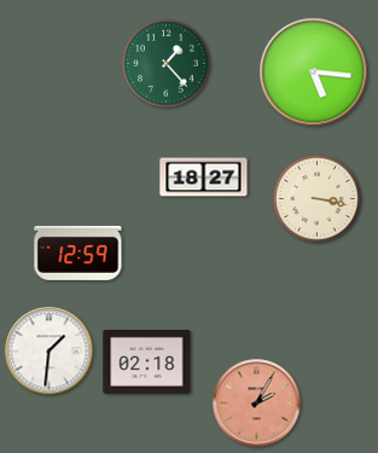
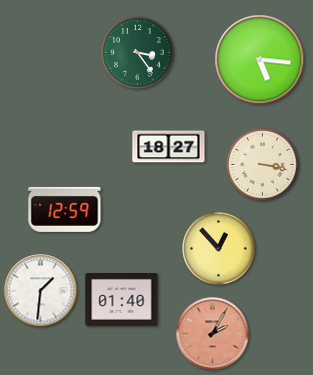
clock at (167, 64): 1:23 -> 3:24
clock at (219, 249): none -> 12:53
clock at (147, 361): 02:18 -> 01:40
